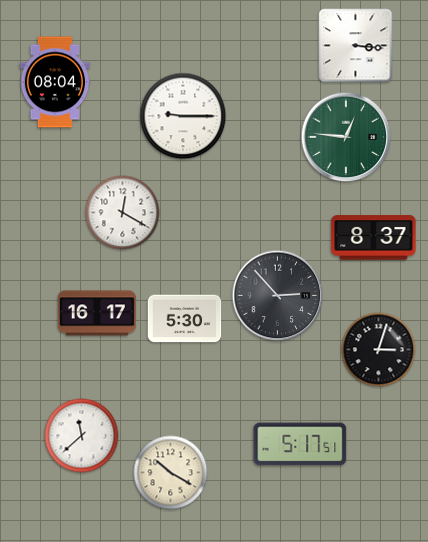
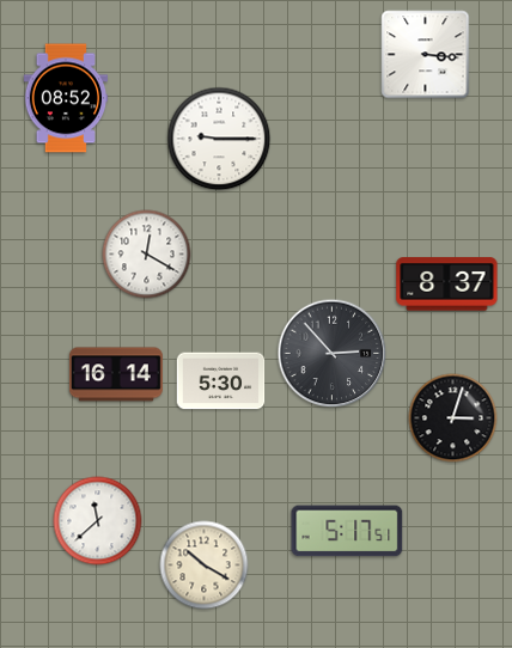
clock at (55, 82): 08:04 -> 08:52
clock at (346, 137): 12:46 -> none
clock at (97, 313): 16:17 -> 16:14
clock at (300, 444) position: (300, 444) -> (347, 531)
